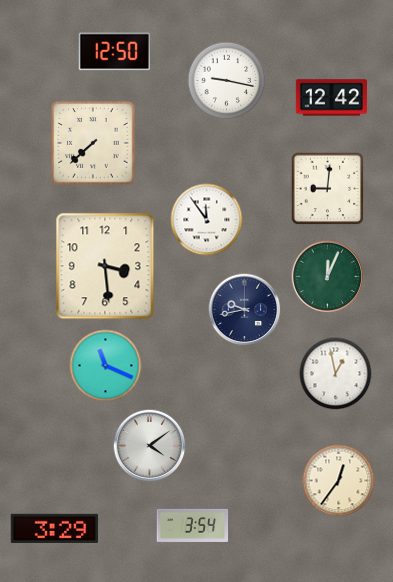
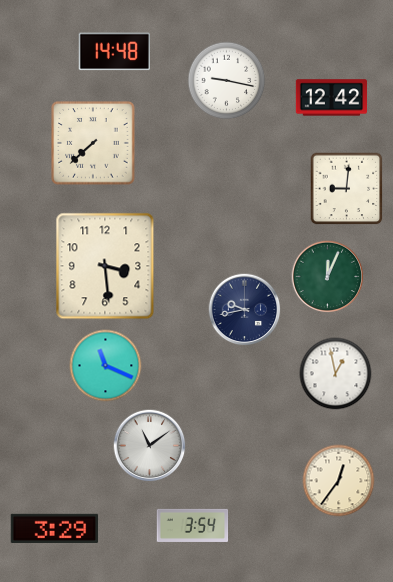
clock at (114, 52): 12:50 -> 14:48
clock at (328, 189) position: (328, 189) -> (347, 189)
clock at (207, 220): 11:54 -> none
clock at (150, 446): 4:09 -> 11:09
